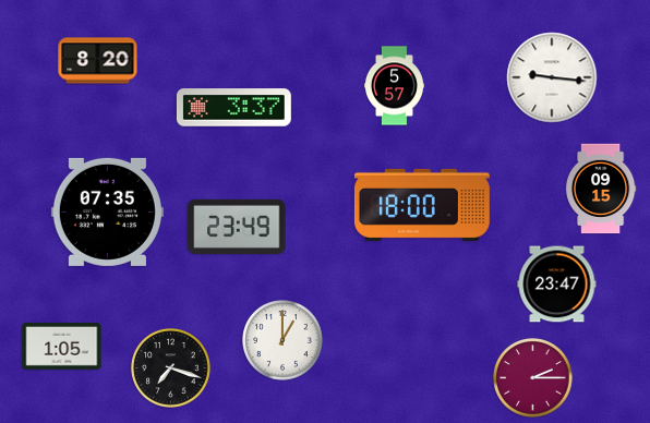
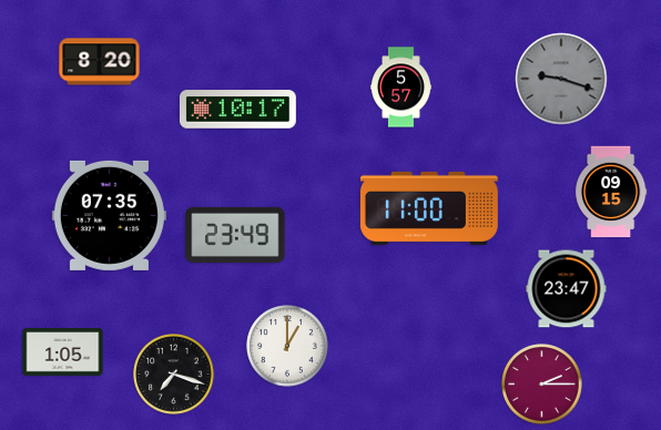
clock at (552, 77): 9:16 -> 9:18
clock at (552, 77) dial: white -> grey
clock at (233, 108): 3:37 -> 10:17
clock at (422, 205): 18:00 -> 11:00
clock at (237, 227) position: (237, 227) -> (235, 235)
